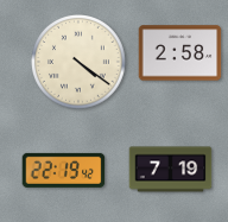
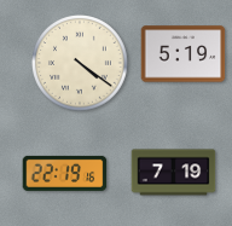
clock at (180, 53): 2:58 -> 5:19
clock at (64, 170): 22:19:42 -> 22:19:16
